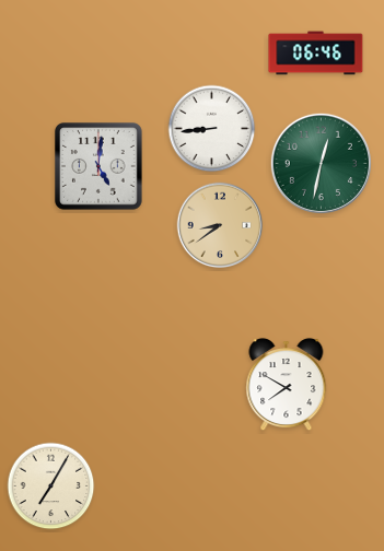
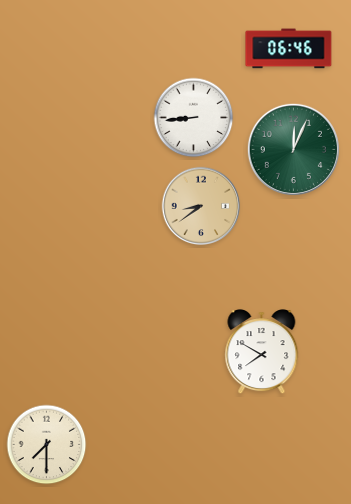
clock at (321, 163): 12:32 -> 12:04
clock at (100, 167): 5:01 -> none
clock at (51, 486): 7:05 -> 7:30
